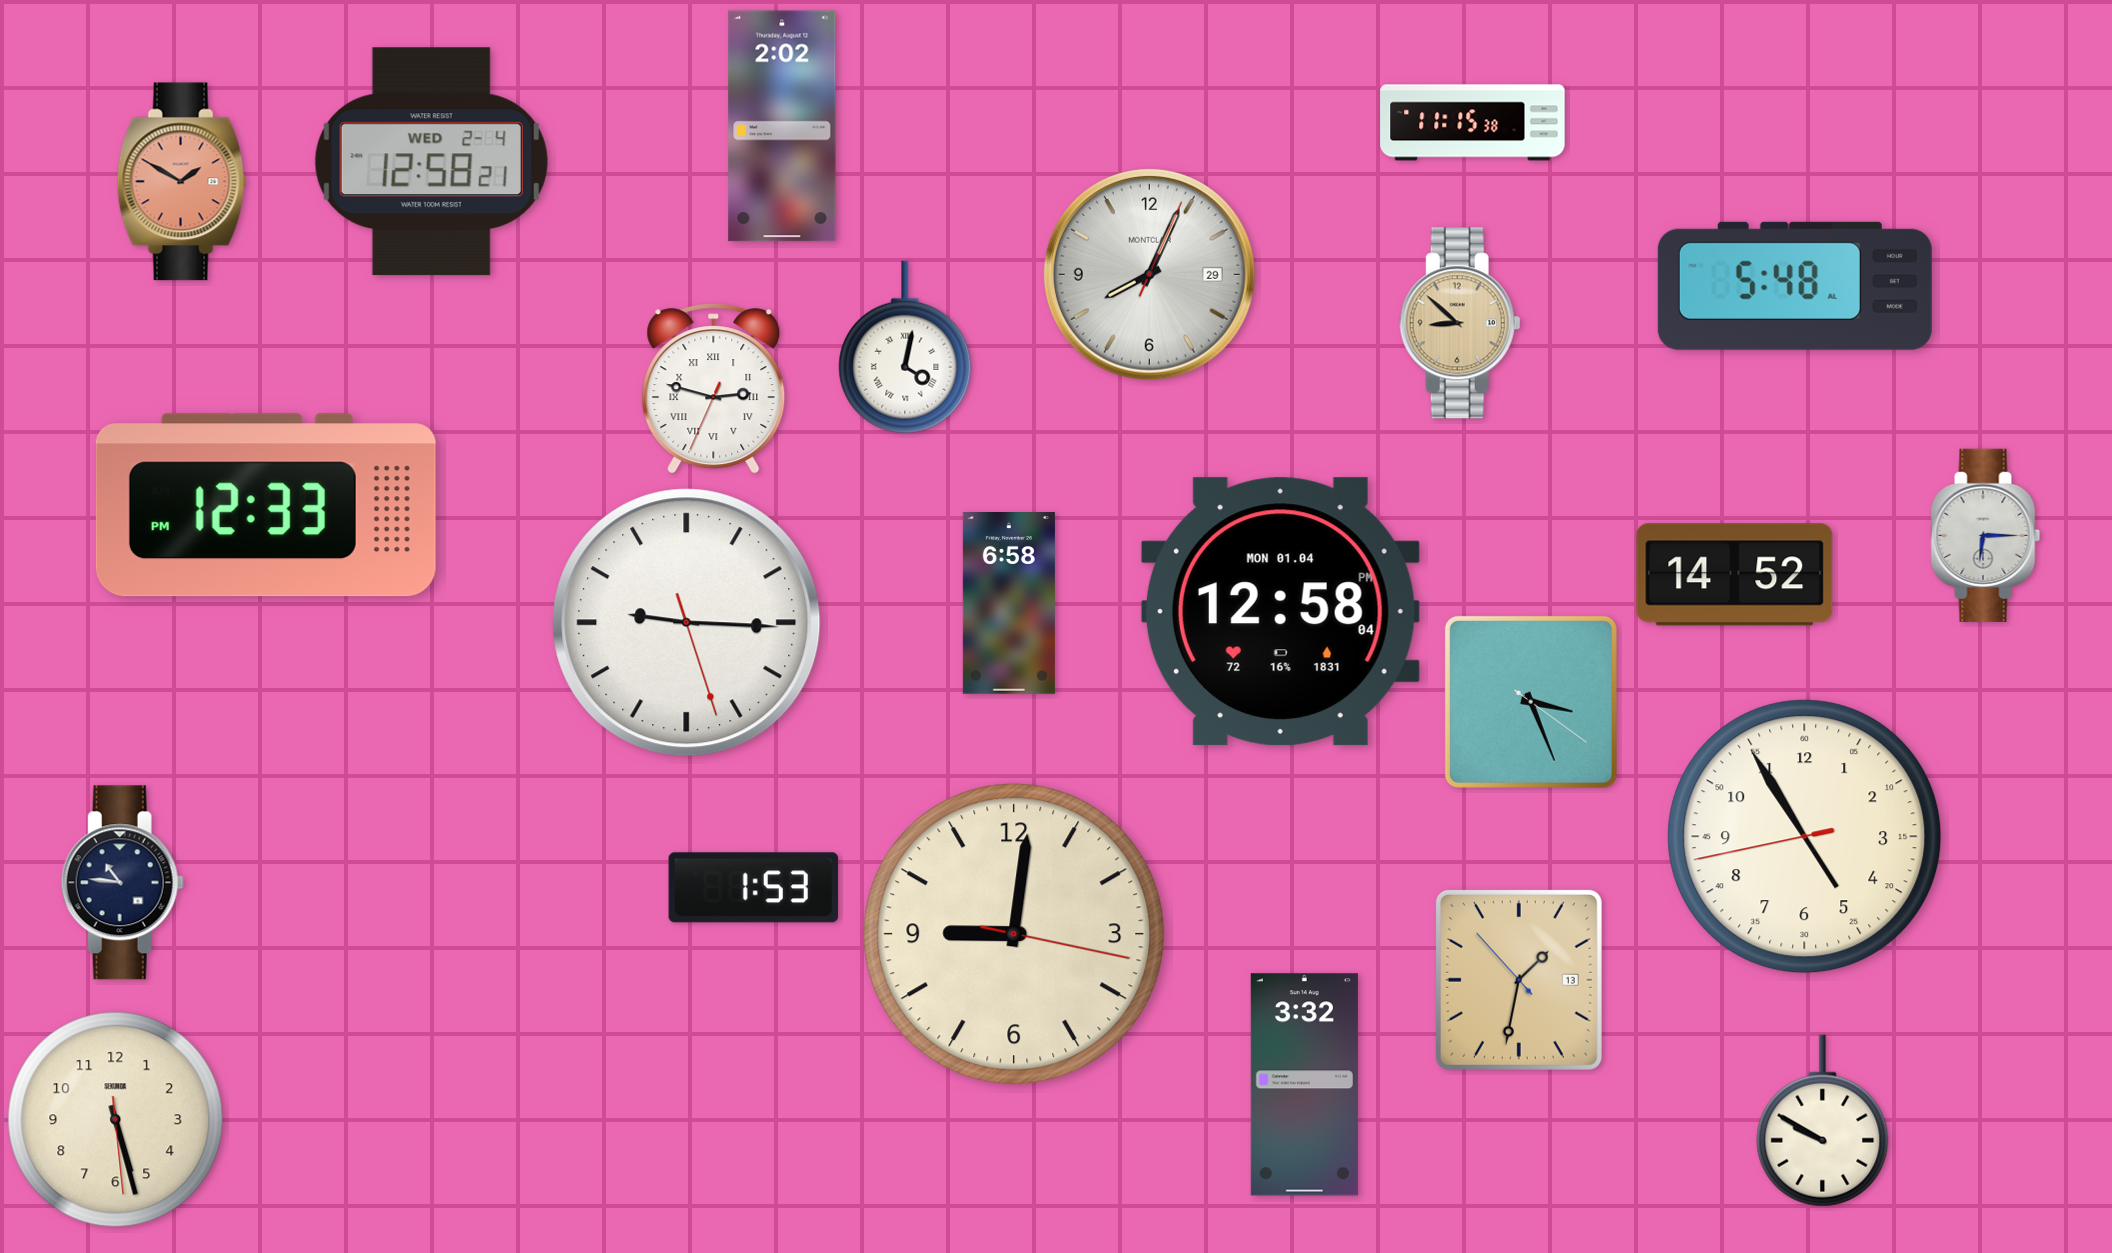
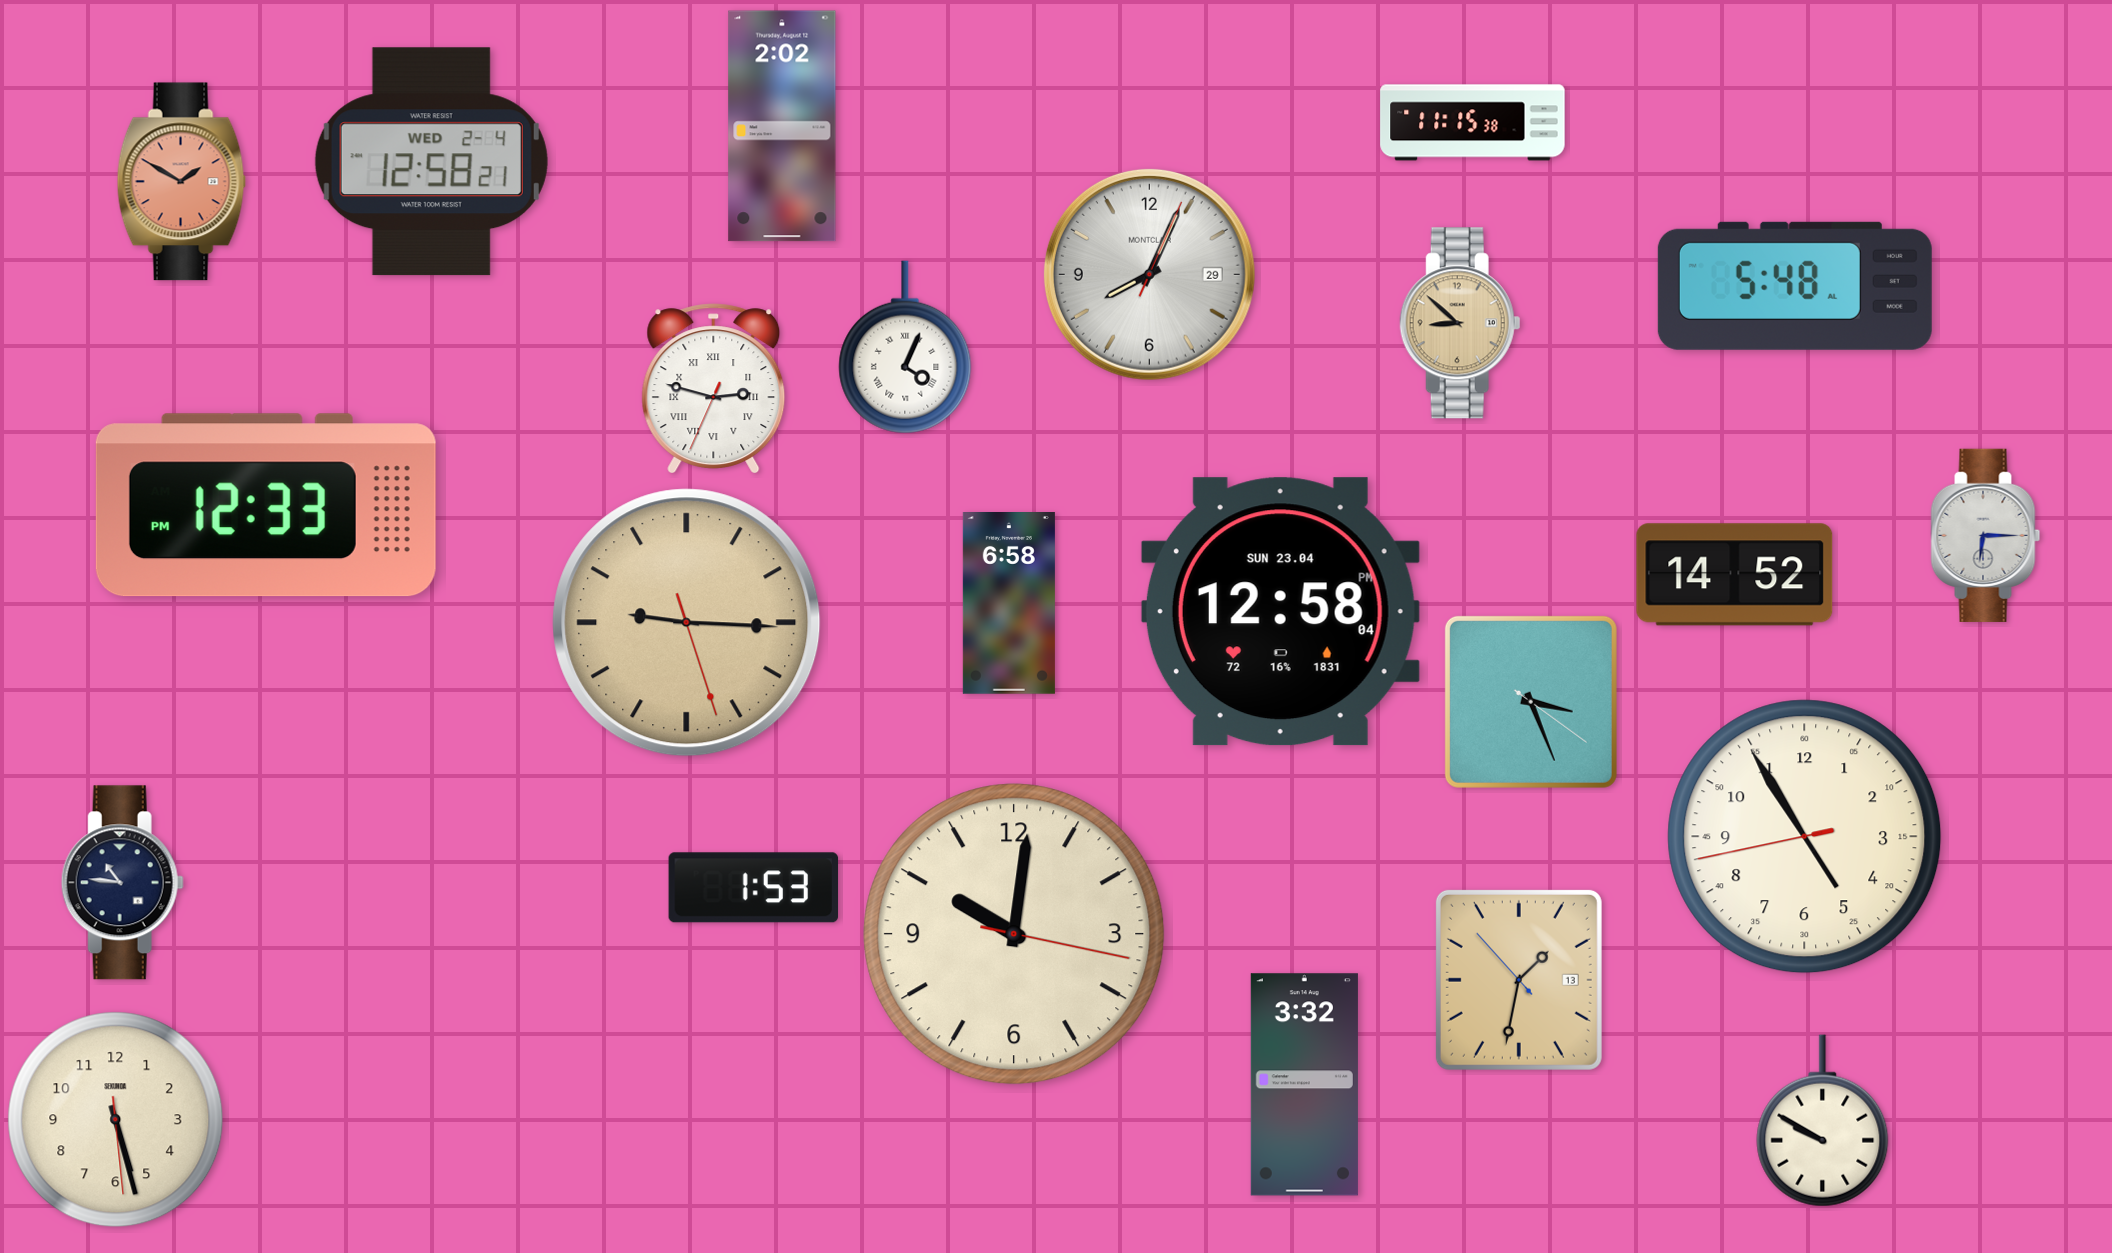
clock at (905, 347): 4:02 -> 4:04
clock at (1280, 612) date: MON 01.04 -> SUN 23.04
clock at (687, 623) dial: white -> champagne
clock at (1014, 934): 9:01 -> 10:01
